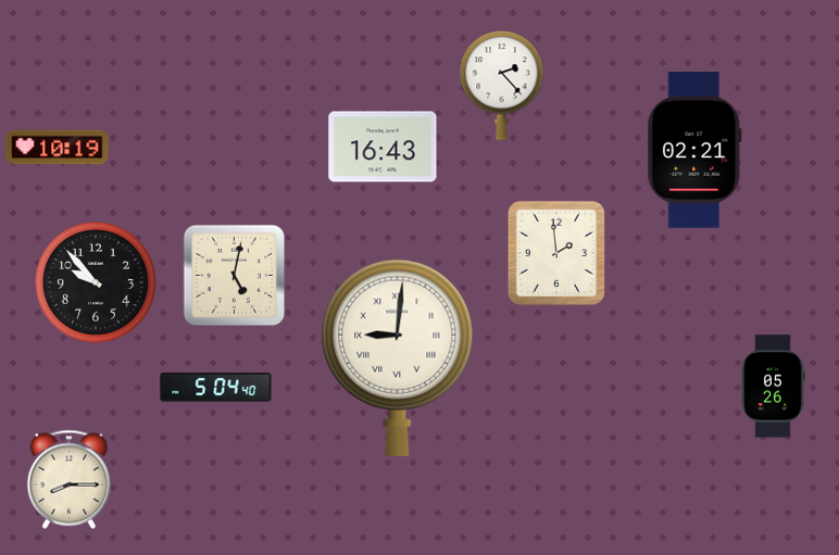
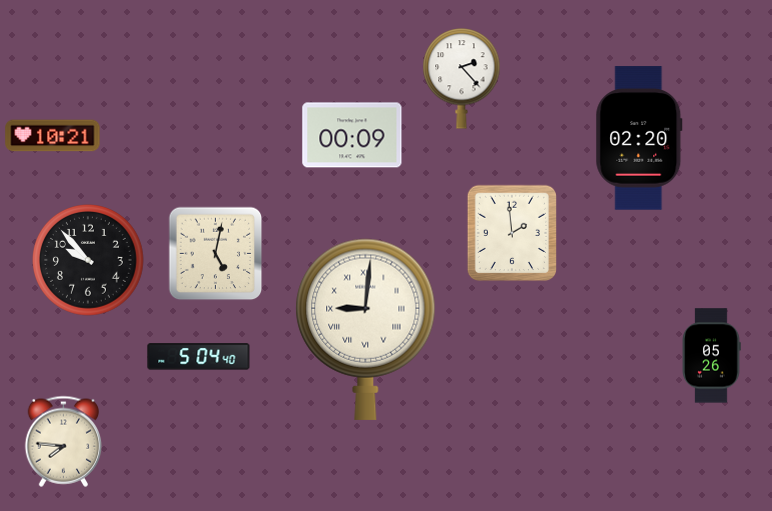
clock at (383, 147): 16:43 -> 00:09
clock at (58, 148): 10:19 -> 10:21
clock at (694, 150): 02:21 -> 02:20
clock at (70, 479): 8:15 -> 7:46
